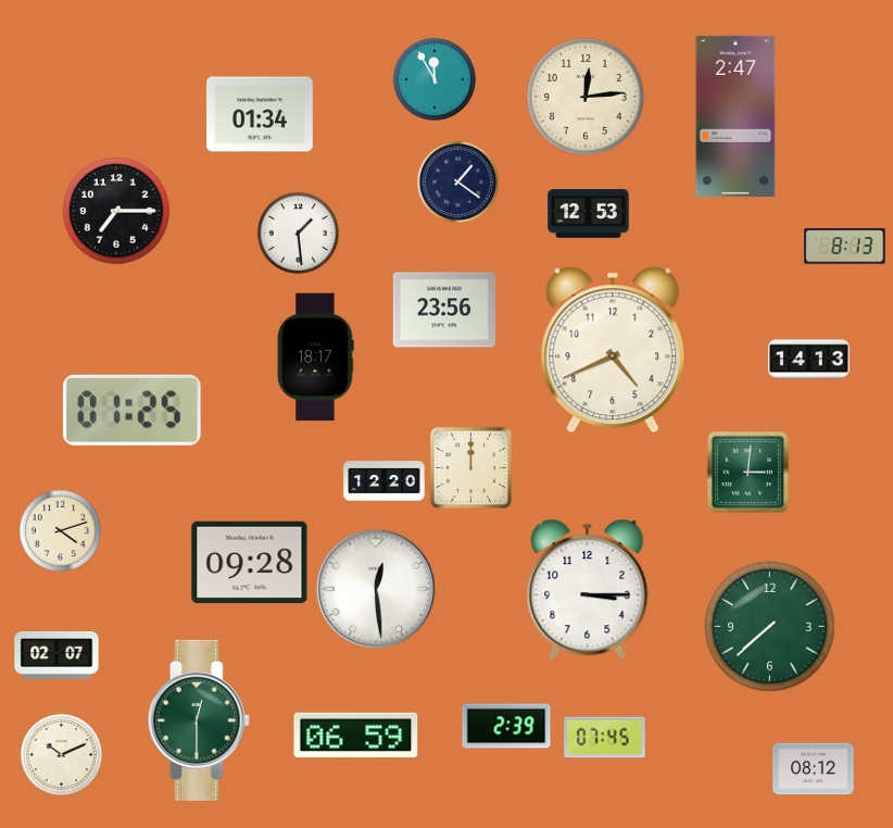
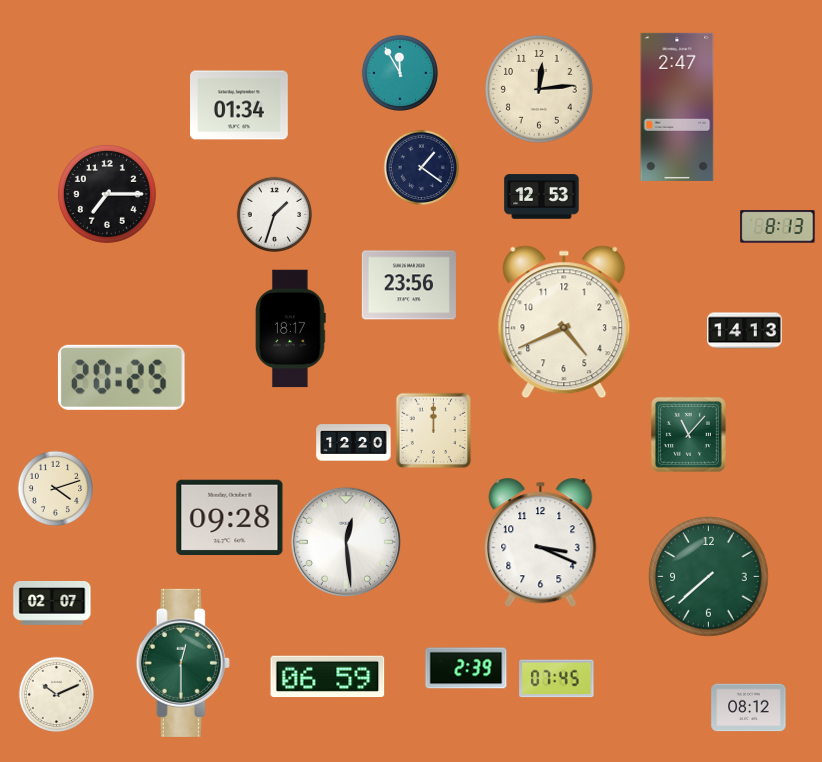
clock at (298, 233): 1:29 -> 1:33
clock at (131, 410): 01:25 -> 20:25
clock at (747, 472): 3:01 -> 11:07
clock at (588, 590): 3:15 -> 3:19
